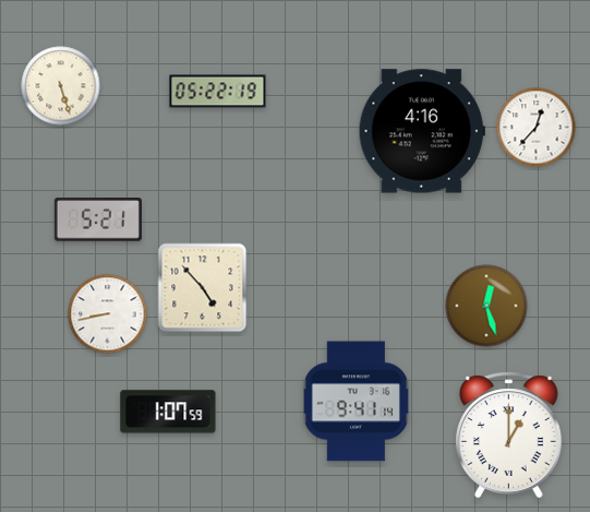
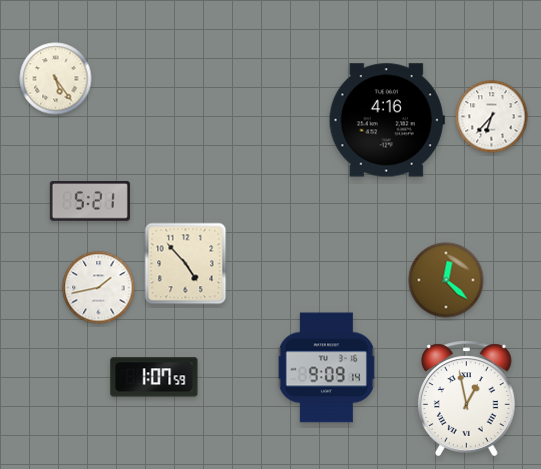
clock at (61, 86): 5:27 -> 5:24
clock at (218, 92): 05:22 -> none
clock at (537, 128): 12:37 -> 6:37
clock at (486, 306): 12:27 -> 12:22
clock at (108, 314): 8:43 -> 1:43
clock at (356, 402): 9:41 -> 9:09
clock at (509, 436): 1:00 -> 12:58
